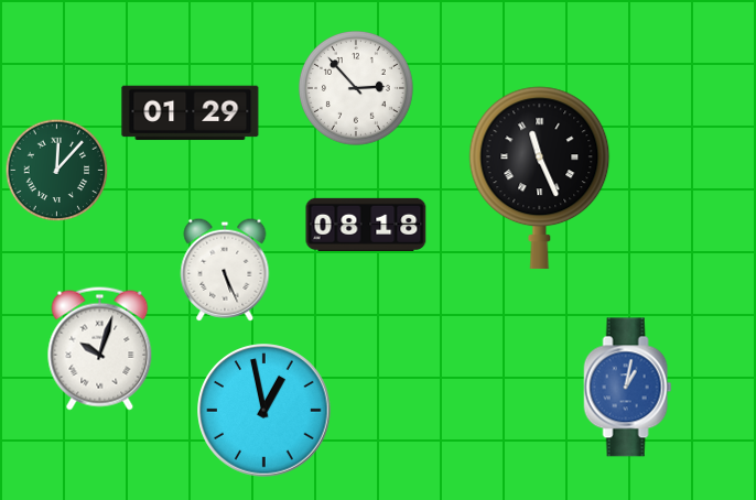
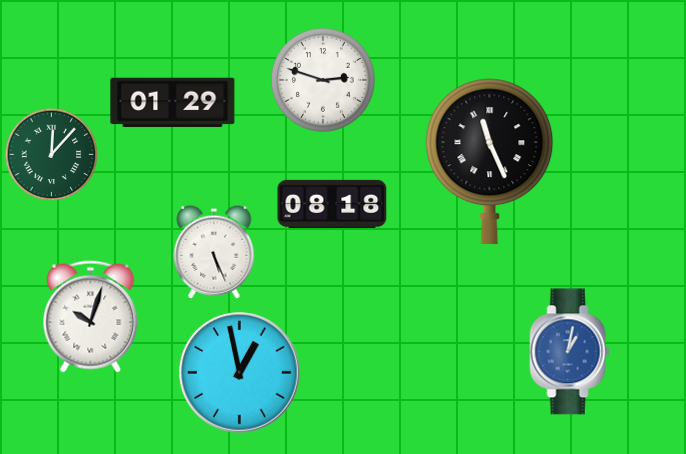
clock at (356, 88): 2:53 -> 2:48
clock at (225, 270) position: (225, 270) -> (214, 252)
